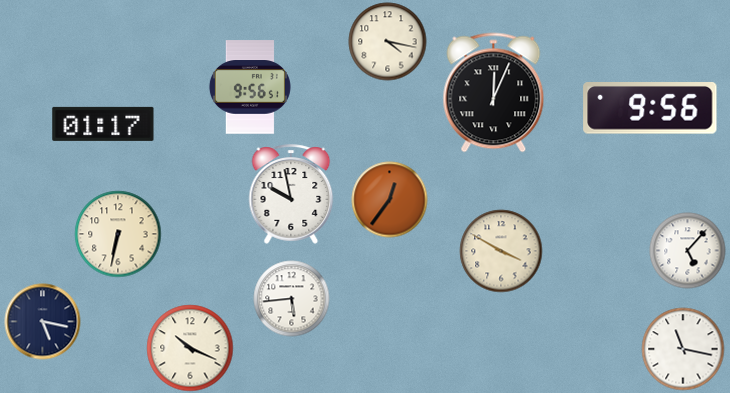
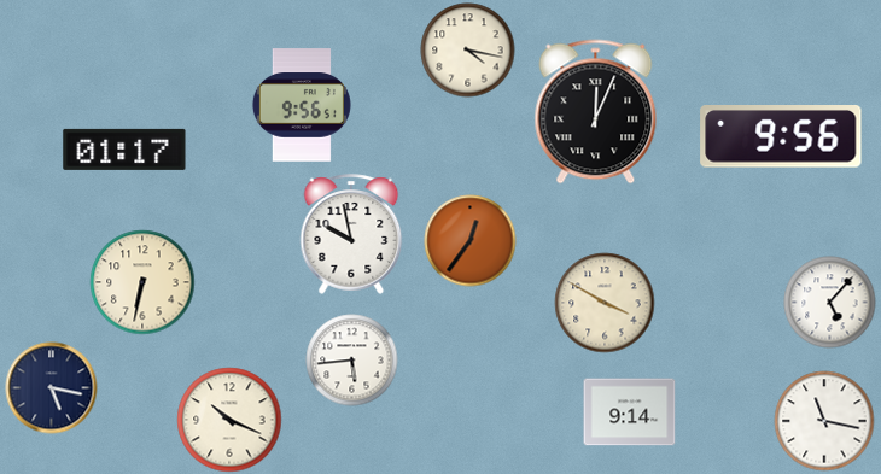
clock at (650, 109) position: (650, 109) -> (781, 137)
clock at (630, 412): none -> 9:14
